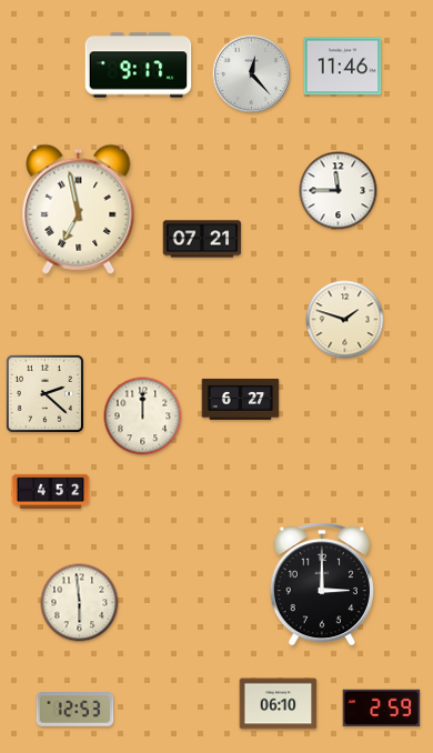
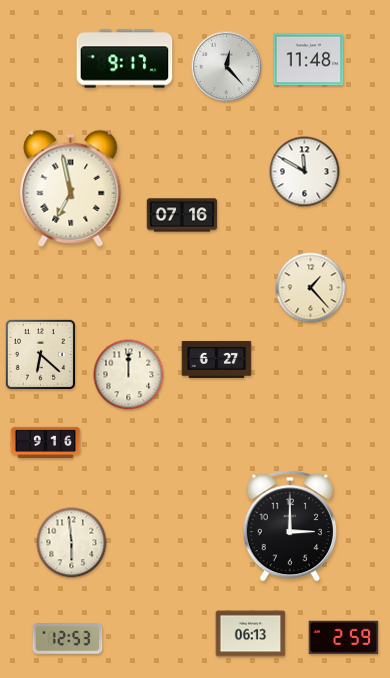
clock at (343, 67): 11:46 -> 11:48
clock at (339, 191): 11:45 -> 11:50
clock at (202, 239): 07:21 -> 07:16
clock at (345, 320): 1:48 -> 1:23
clock at (44, 393): 2:22 -> 6:22
clock at (51, 491): 4:52 -> 9:16
clock at (279, 704): 06:10 -> 06:13
